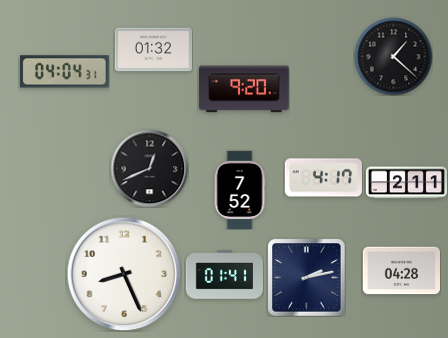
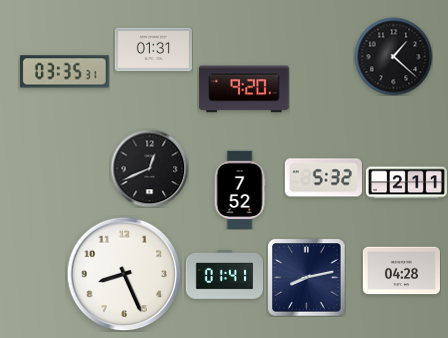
clock at (153, 50): 01:32 -> 01:31
clock at (65, 72): 04:04 -> 03:35
clock at (323, 178): 4:17 -> 5:32
clock at (306, 277): 2:13 -> 8:13
